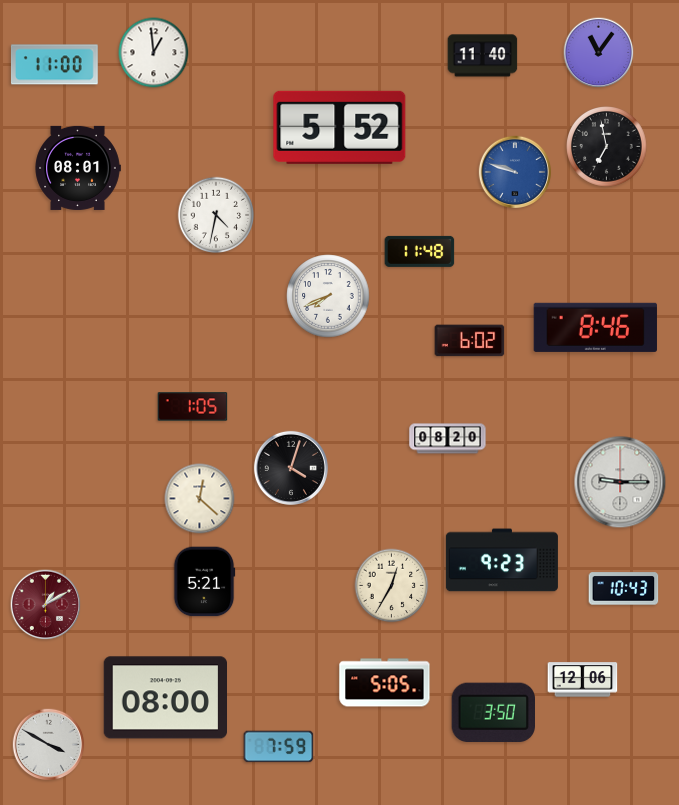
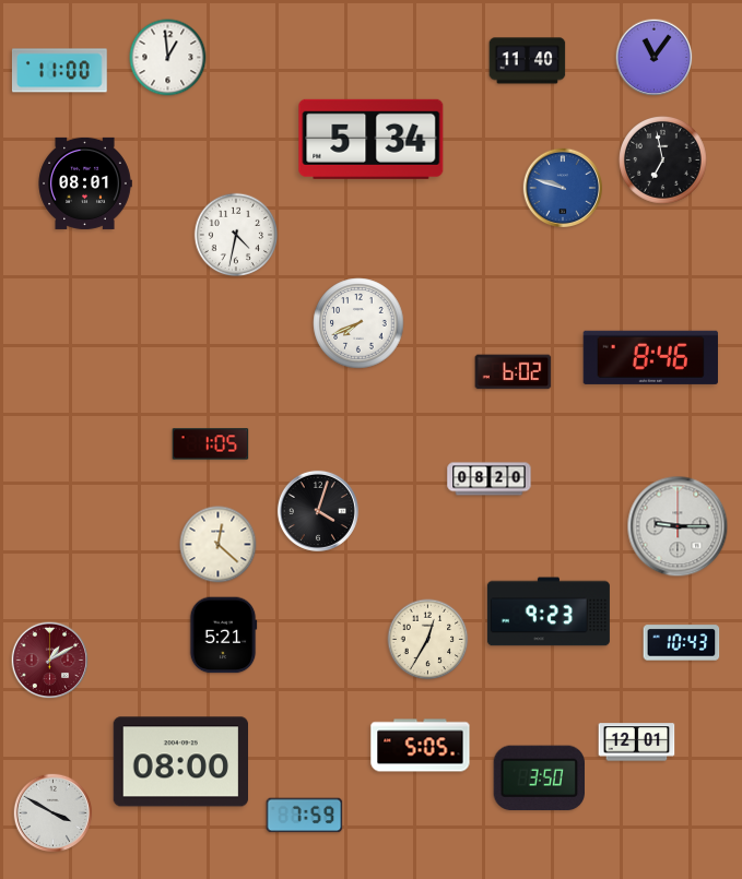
clock at (340, 127): 5:52 -> 5:34
clock at (420, 251): 11:48 -> none
clock at (583, 680): 12:06 -> 12:01
